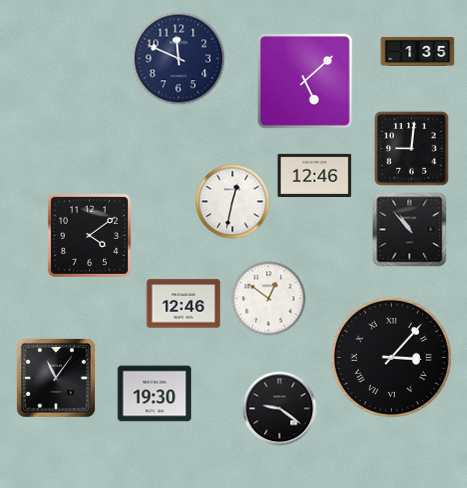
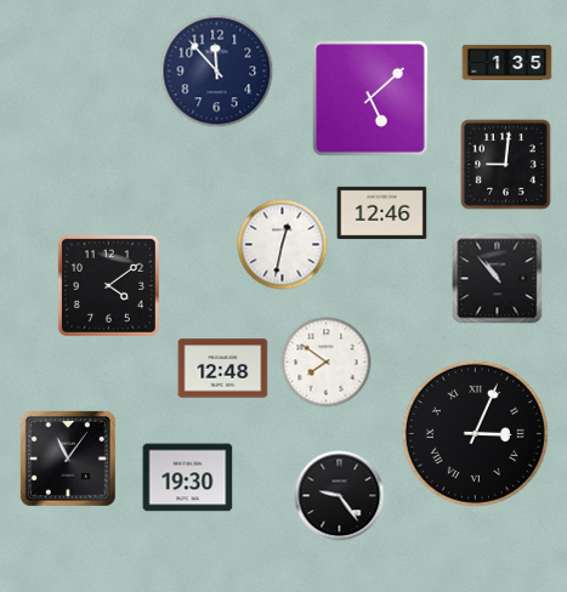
clock at (179, 59): 11:49 -> 11:53
clock at (412, 149) position: (412, 149) -> (506, 165)
clock at (269, 299): 12:51 -> 7:51
clock at (184, 304): 12:46 -> 12:48
clock at (391, 357): 3:07 -> 3:04
clock at (280, 409): 9:21 -> 9:24
